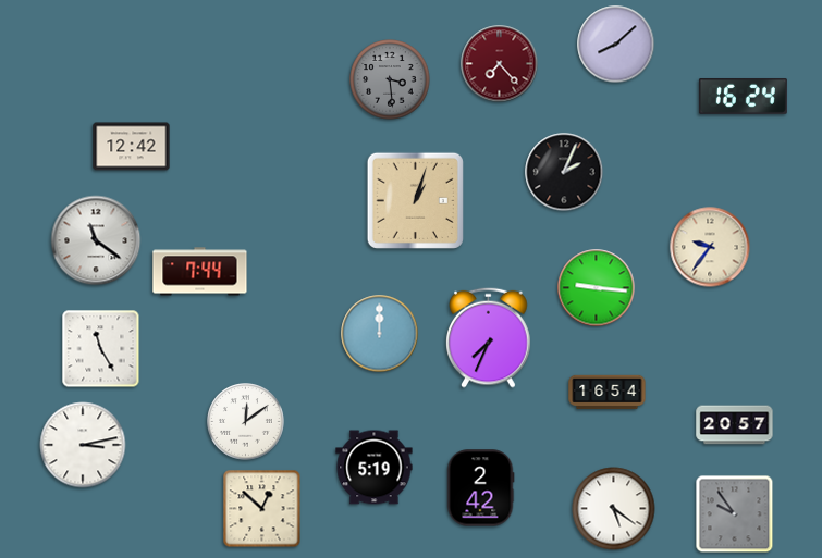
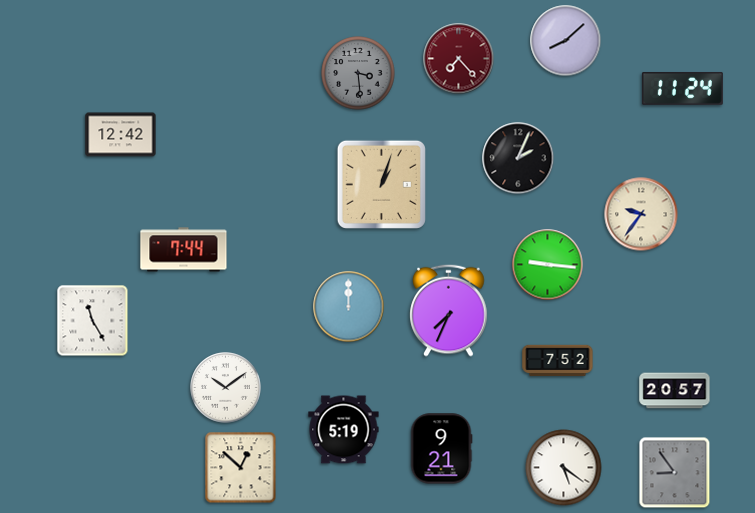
clock at (743, 96): 16:24 -> 11:24
clock at (96, 240): 11:21 -> none
clock at (710, 247) position: (710, 247) -> (641, 214)
clock at (608, 393): 16:54 -> 7:52
clock at (246, 422): 12:09 -> 10:09
clock at (83, 445): 3:13 -> none
clock at (480, 488): 2:42 -> 9:21
clock at (735, 514): 9:54 -> 8:54
